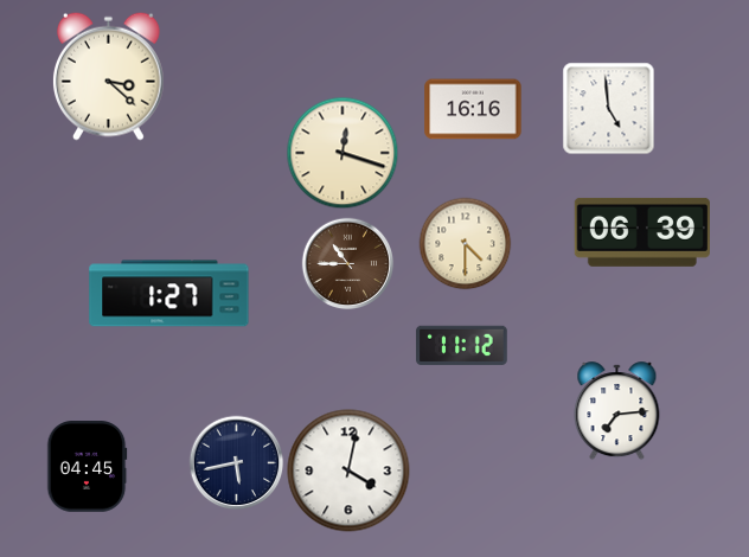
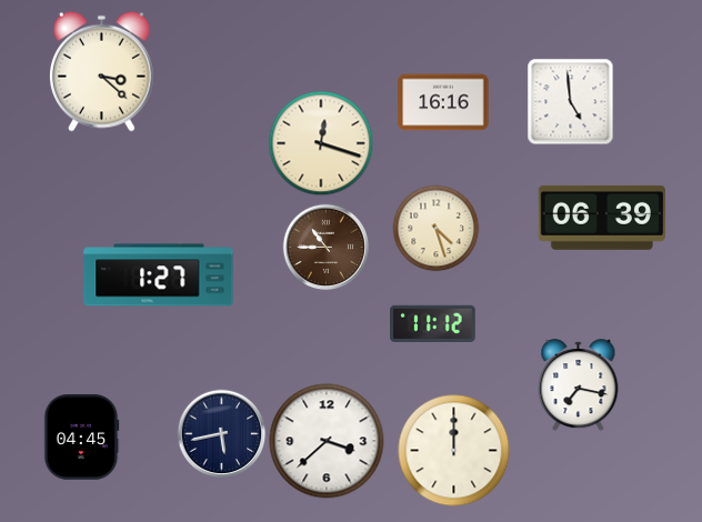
clock at (465, 243): 4:30 -> 4:27
clock at (617, 411): 7:14 -> 7:17
clock at (348, 470): 4:02 -> 3:38
clock at (454, 451): none -> 12:00
